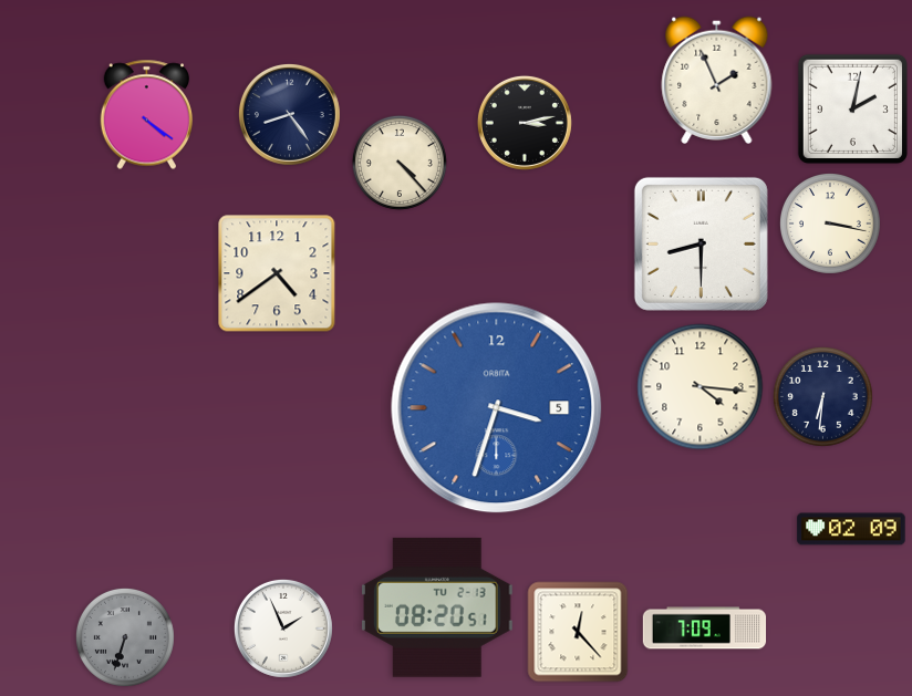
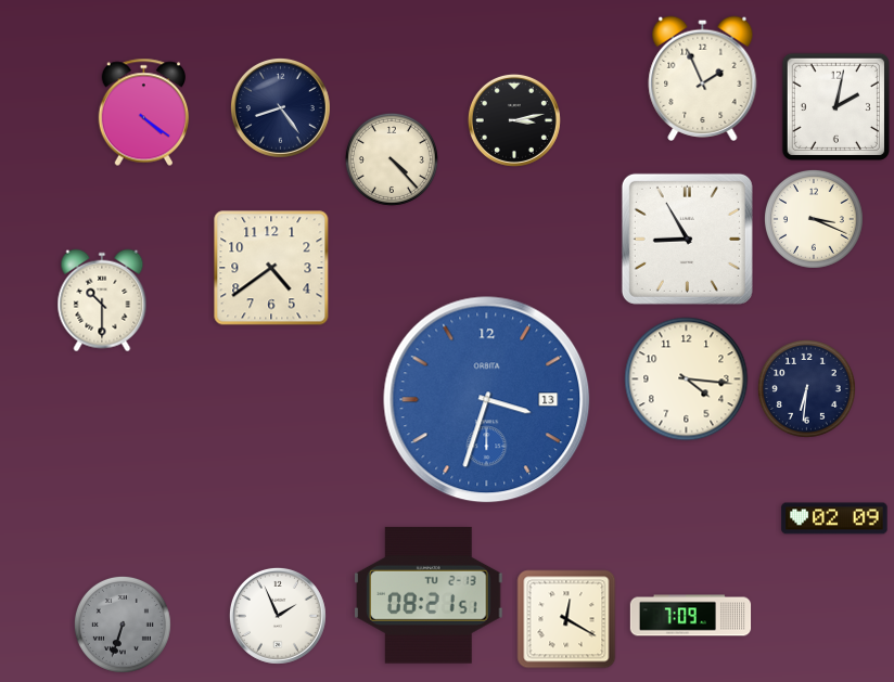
clock at (289, 114) position: (289, 114) -> (280, 107)
clock at (830, 224): 3:17 -> 3:19
clock at (701, 243): 8:30 -> 8:55
clock at (102, 300): none -> 10:30
clock at (497, 408) date: 5 -> 13
clock at (438, 607): 08:20 -> 08:21
clock at (578, 632): 12:23 -> 12:20
